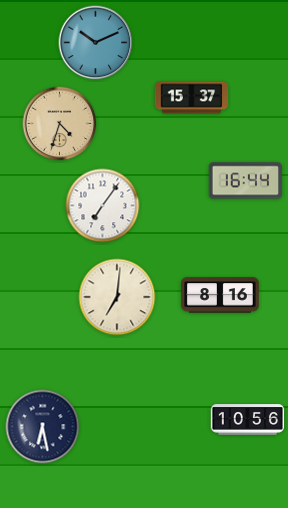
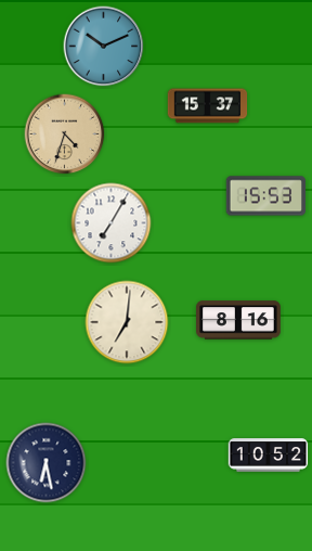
clock at (245, 181): 16:44 -> 15:53
clock at (103, 206): 7:06 -> 7:05
clock at (248, 420): 10:56 -> 10:52
